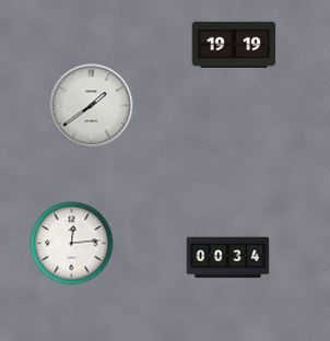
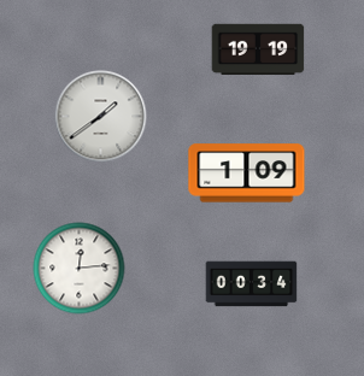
clock at (247, 174): none -> 1:09
